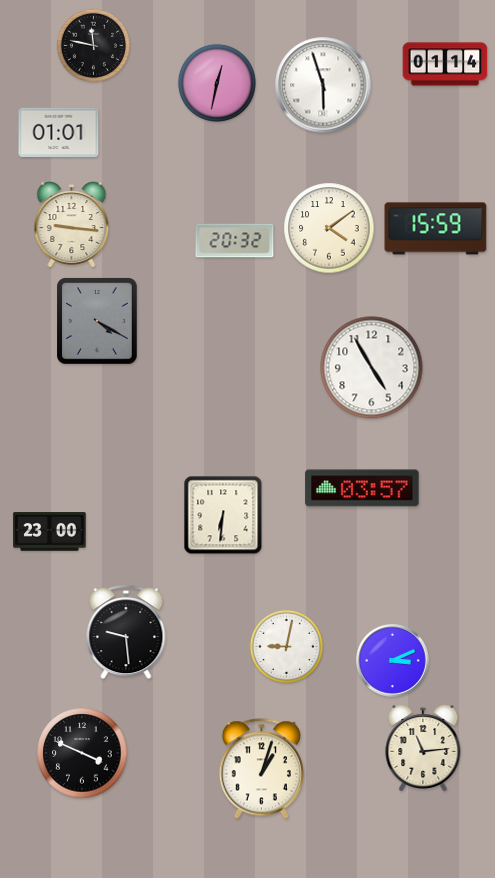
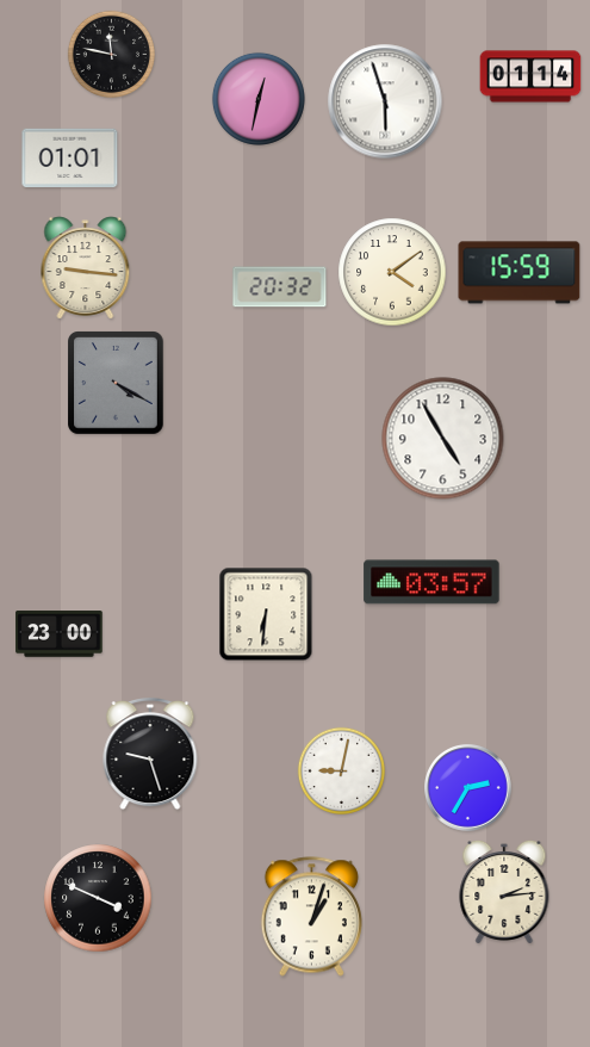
clock at (126, 633): 9:29 -> 9:27
clock at (393, 661): 3:11 -> 2:35
clock at (423, 748): 11:14 -> 2:14
